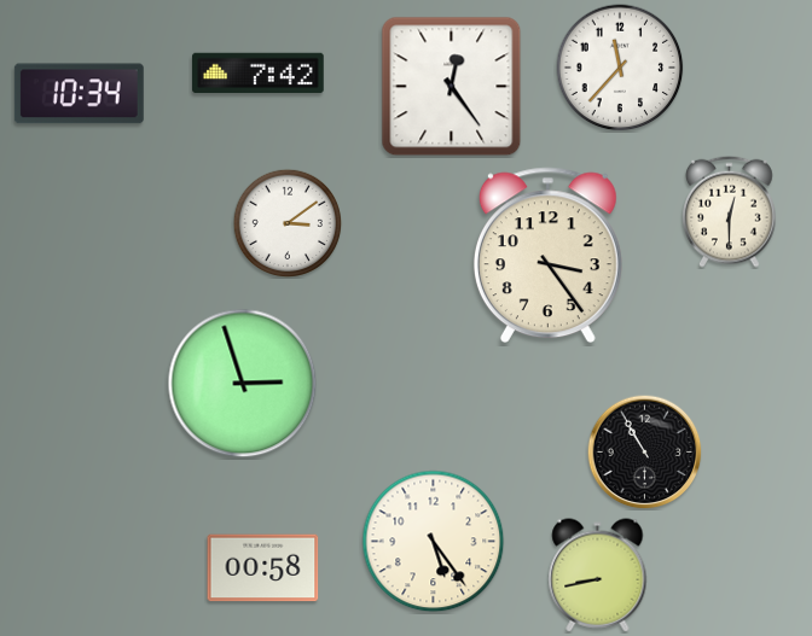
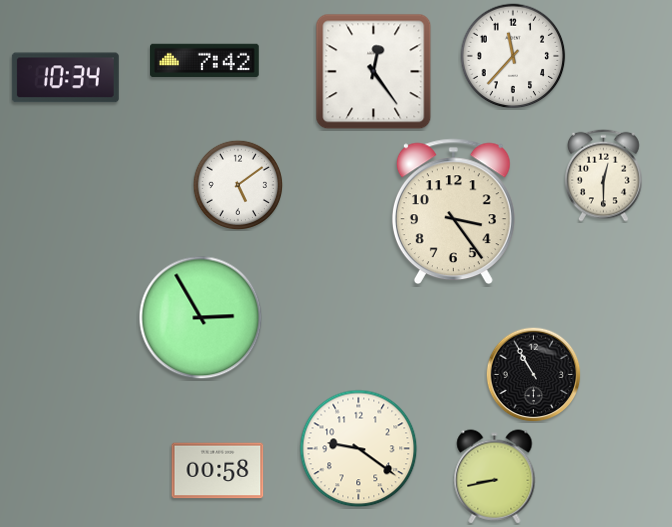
clock at (259, 74) position: (259, 74) -> (205, 61)
clock at (288, 223): 3:09 -> 5:09
clock at (243, 384): 2:57 -> 2:55
clock at (434, 542): 5:24 -> 9:21
